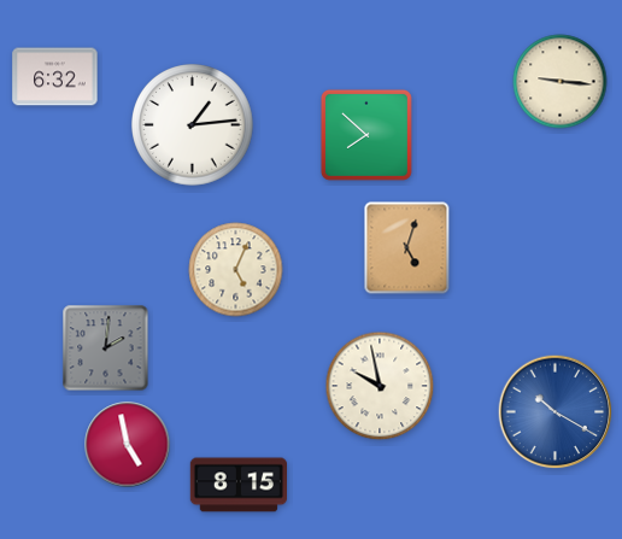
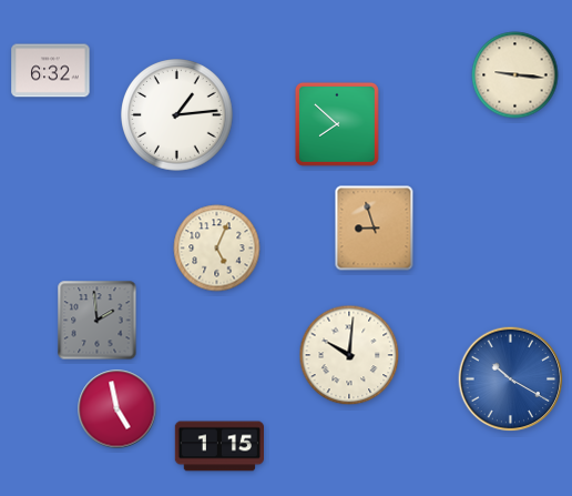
clock at (407, 248): 5:03 -> 8:57
clock at (106, 348): 2:01 -> 1:59
clock at (380, 386): 9:58 -> 10:01
clock at (237, 485): 8:15 -> 1:15
